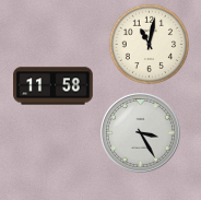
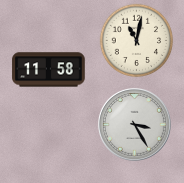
clock at (54, 86) position: (54, 86) -> (49, 70)
clock at (141, 133) position: (141, 133) -> (135, 125)
